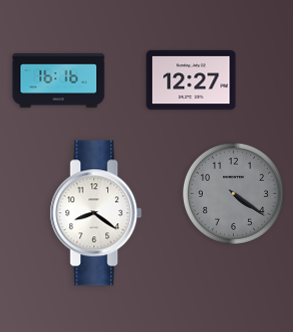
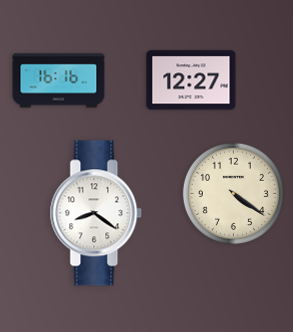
clock at (233, 193) dial: grey -> cream
